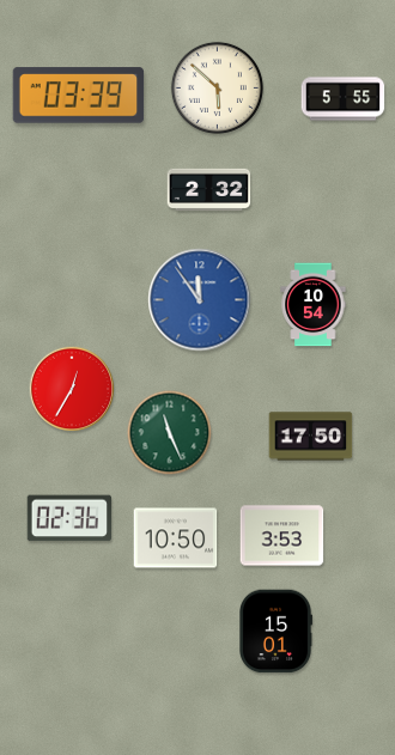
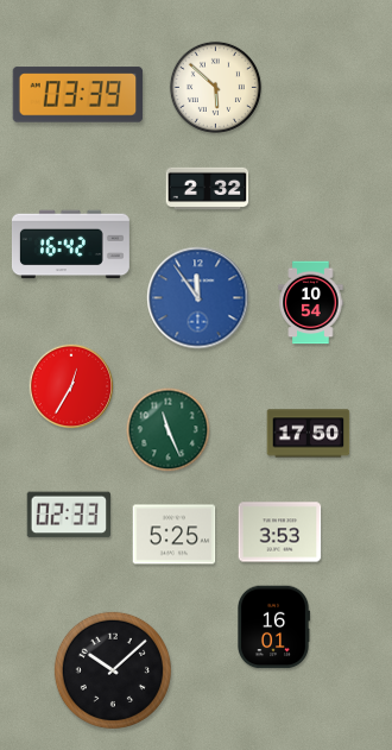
clock at (344, 99): 5:55 -> none
clock at (70, 245): none -> 16:42
clock at (68, 518): 02:36 -> 02:33
clock at (176, 538): 10:50 -> 5:25
clock at (276, 632): 15:01 -> 16:01
clock at (113, 670): none -> 10:08
